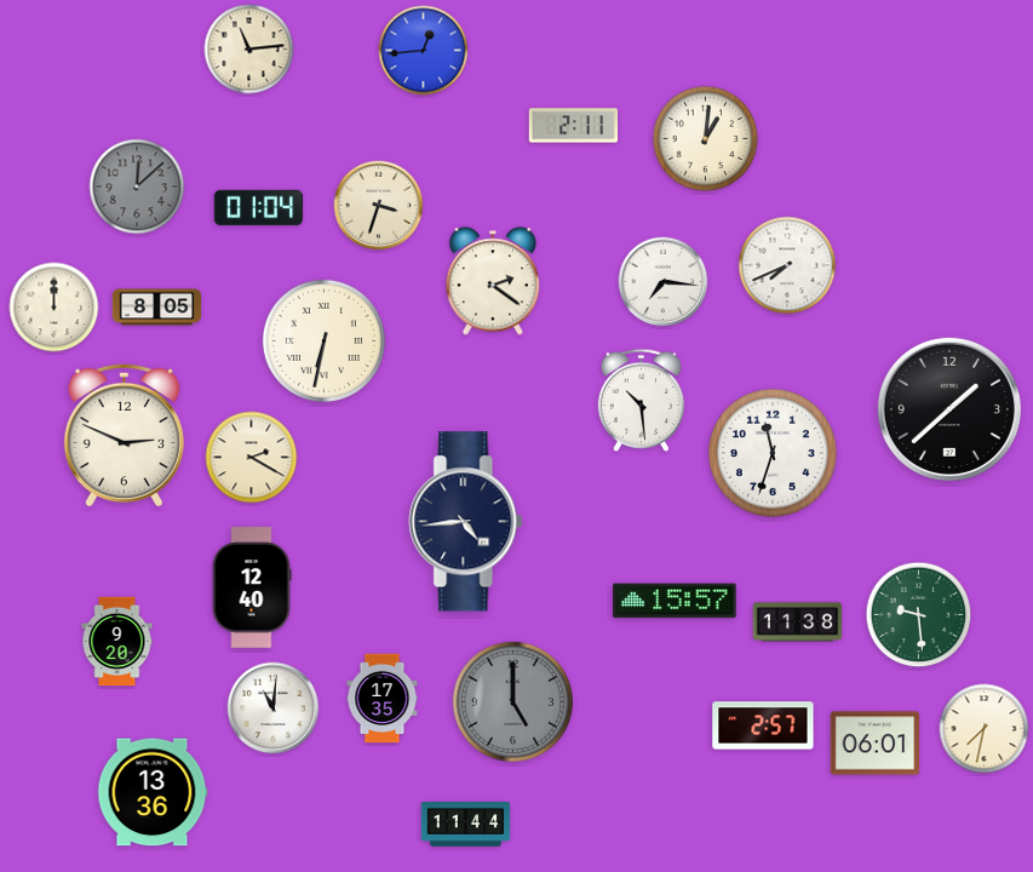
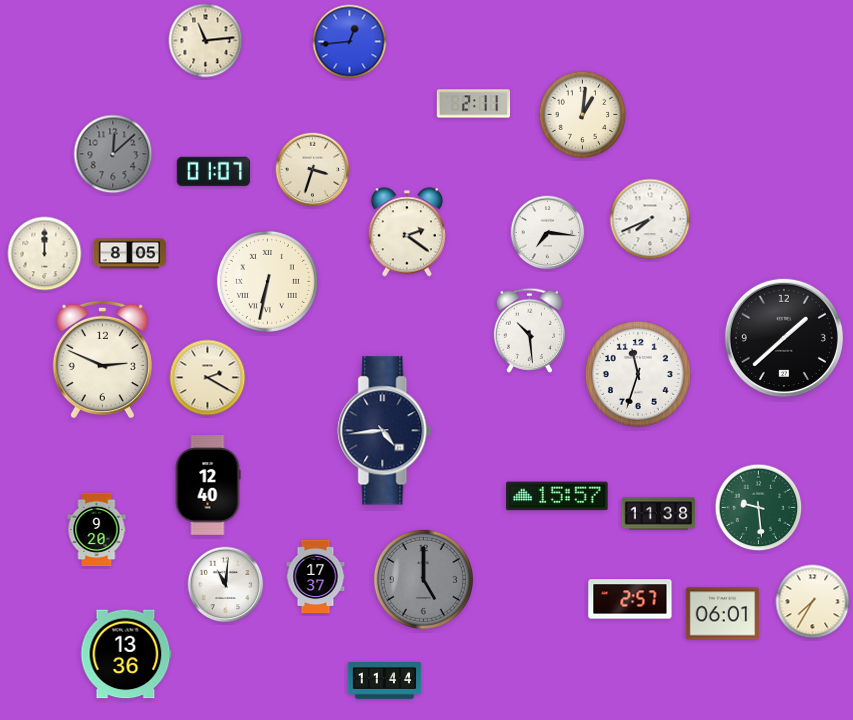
clock at (259, 208): 01:04 -> 01:07
clock at (383, 699): 17:35 -> 17:37
clock at (985, 729): 7:32 -> 7:35
